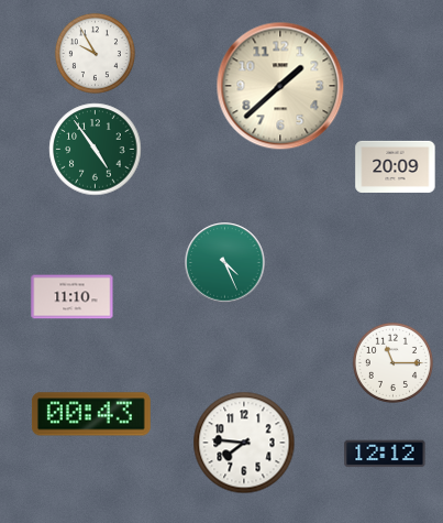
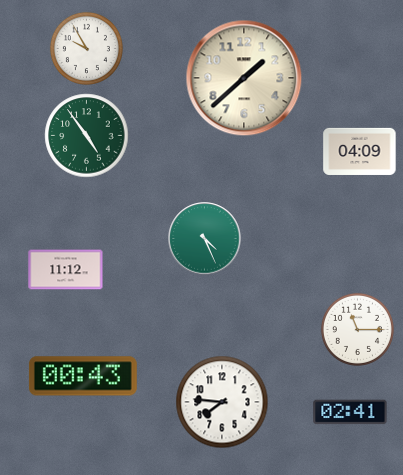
clock at (280, 86) position: (280, 86) -> (244, 78)
clock at (396, 166): 20:09 -> 04:09
clock at (73, 297): 11:10 -> 11:12
clock at (385, 454): 12:12 -> 02:41
